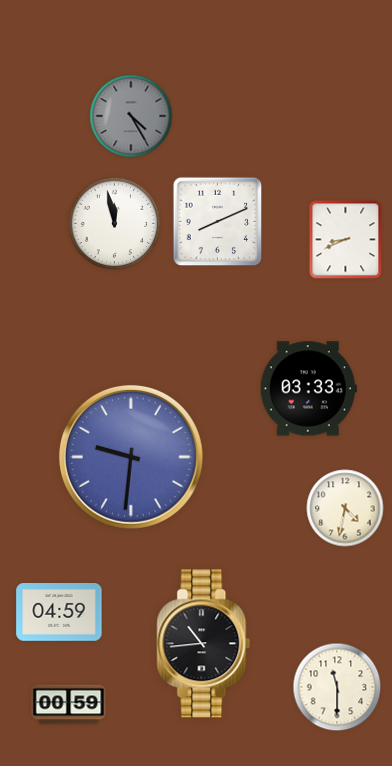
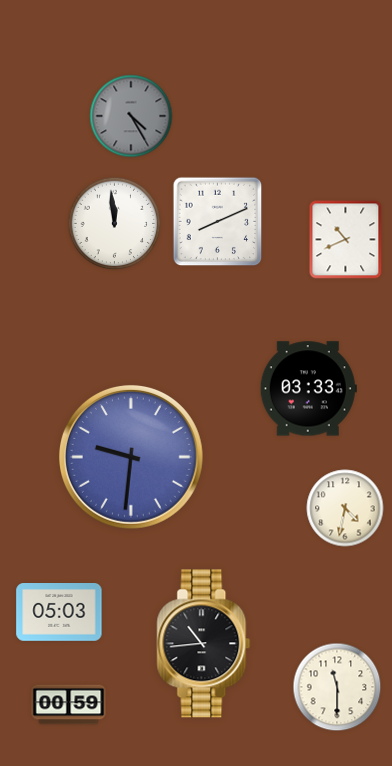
clock at (115, 224): 11:58 -> 11:59
clock at (346, 240): 8:41 -> 10:41
clock at (59, 613): 04:59 -> 05:03
